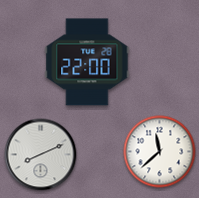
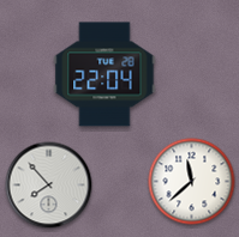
clock at (87, 62): 22:00 -> 22:04
clock at (41, 155): 8:11 -> 7:53
